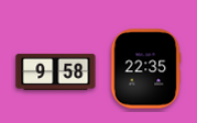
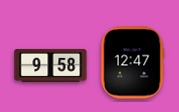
clock at (145, 69): 22:35 -> 12:47
